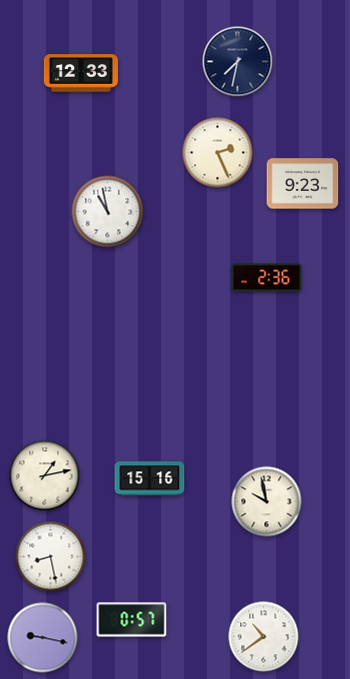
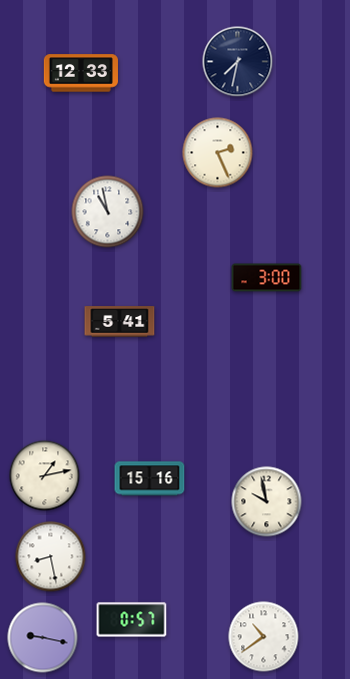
clock at (303, 184): 9:23 -> none
clock at (267, 278): 2:36 -> 3:00
clock at (120, 322): none -> 5:41
